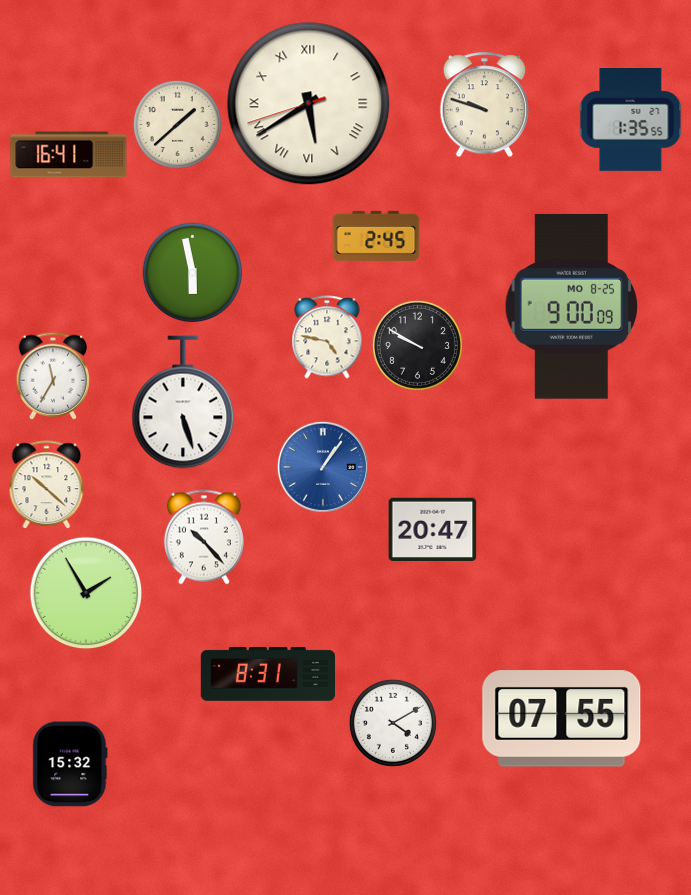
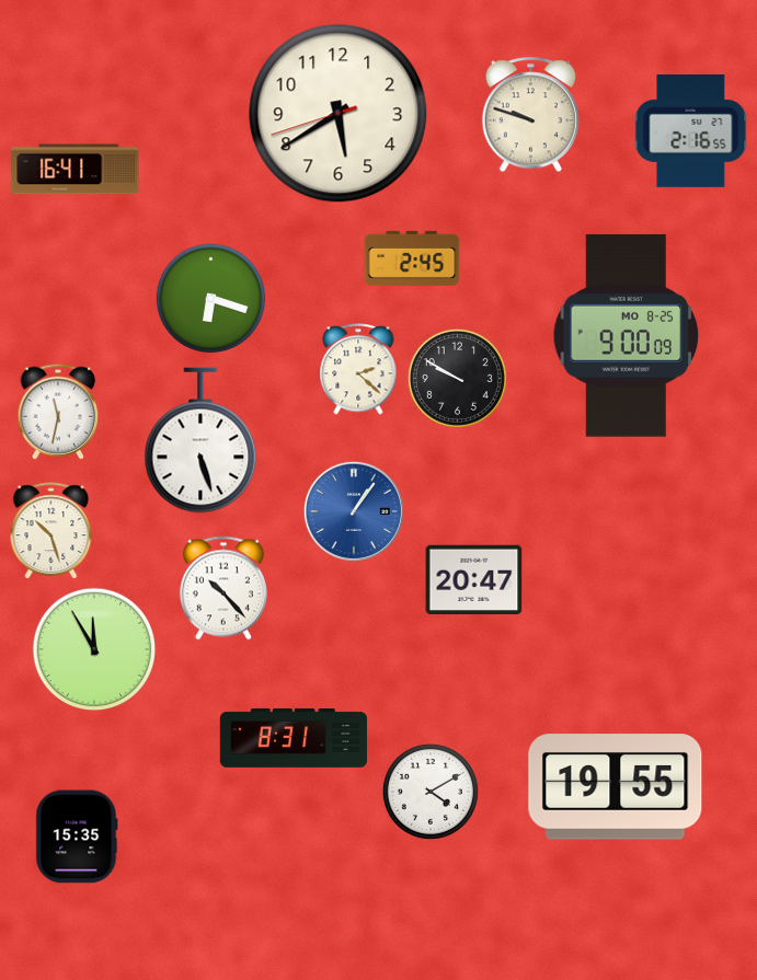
clock at (309, 104) numerals: Roman -> Arabic
clock at (631, 120): 1:35 -> 2:16
clock at (177, 124): 1:38 -> none
clock at (192, 272): 5:58 -> 6:18
clock at (327, 337): 4:47 -> 2:22
clock at (52, 376): 11:35 -> 11:32
clock at (47, 485): 10:22 -> 10:27
clock at (86, 593): 1:55 -> 11:55
clock at (562, 719): 07:55 -> 19:55
clock at (70, 764): 15:32 -> 15:35
